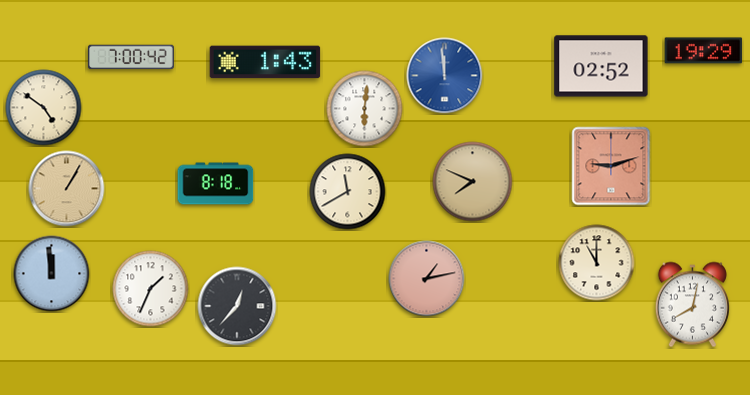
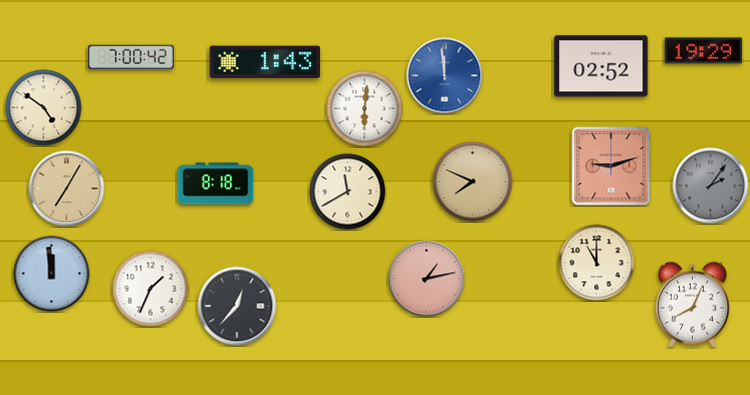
clock at (711, 186): none -> 2:06
clock at (67, 189): 1:05 -> 7:05
clock at (692, 305): 8:02 -> 8:04
